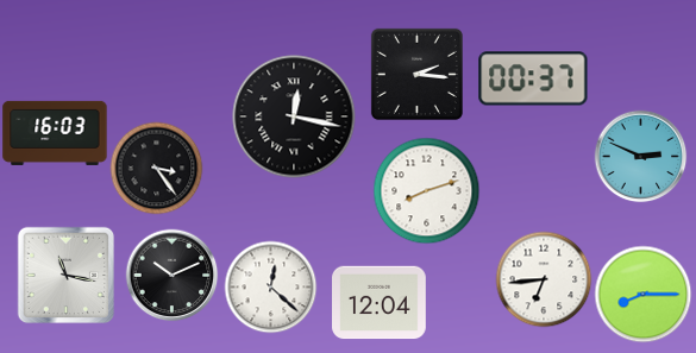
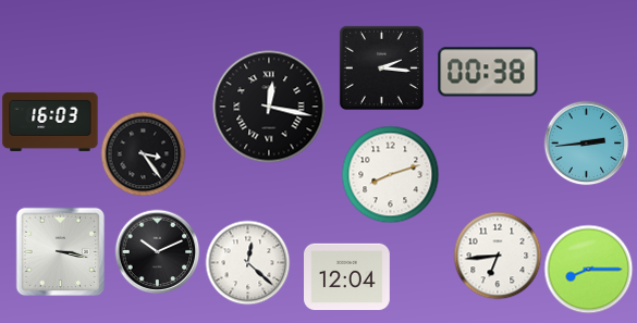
clock at (533, 78): 00:37 -> 00:38
clock at (640, 156): 2:49 -> 2:44
clock at (65, 275): 11:17 -> 3:17
